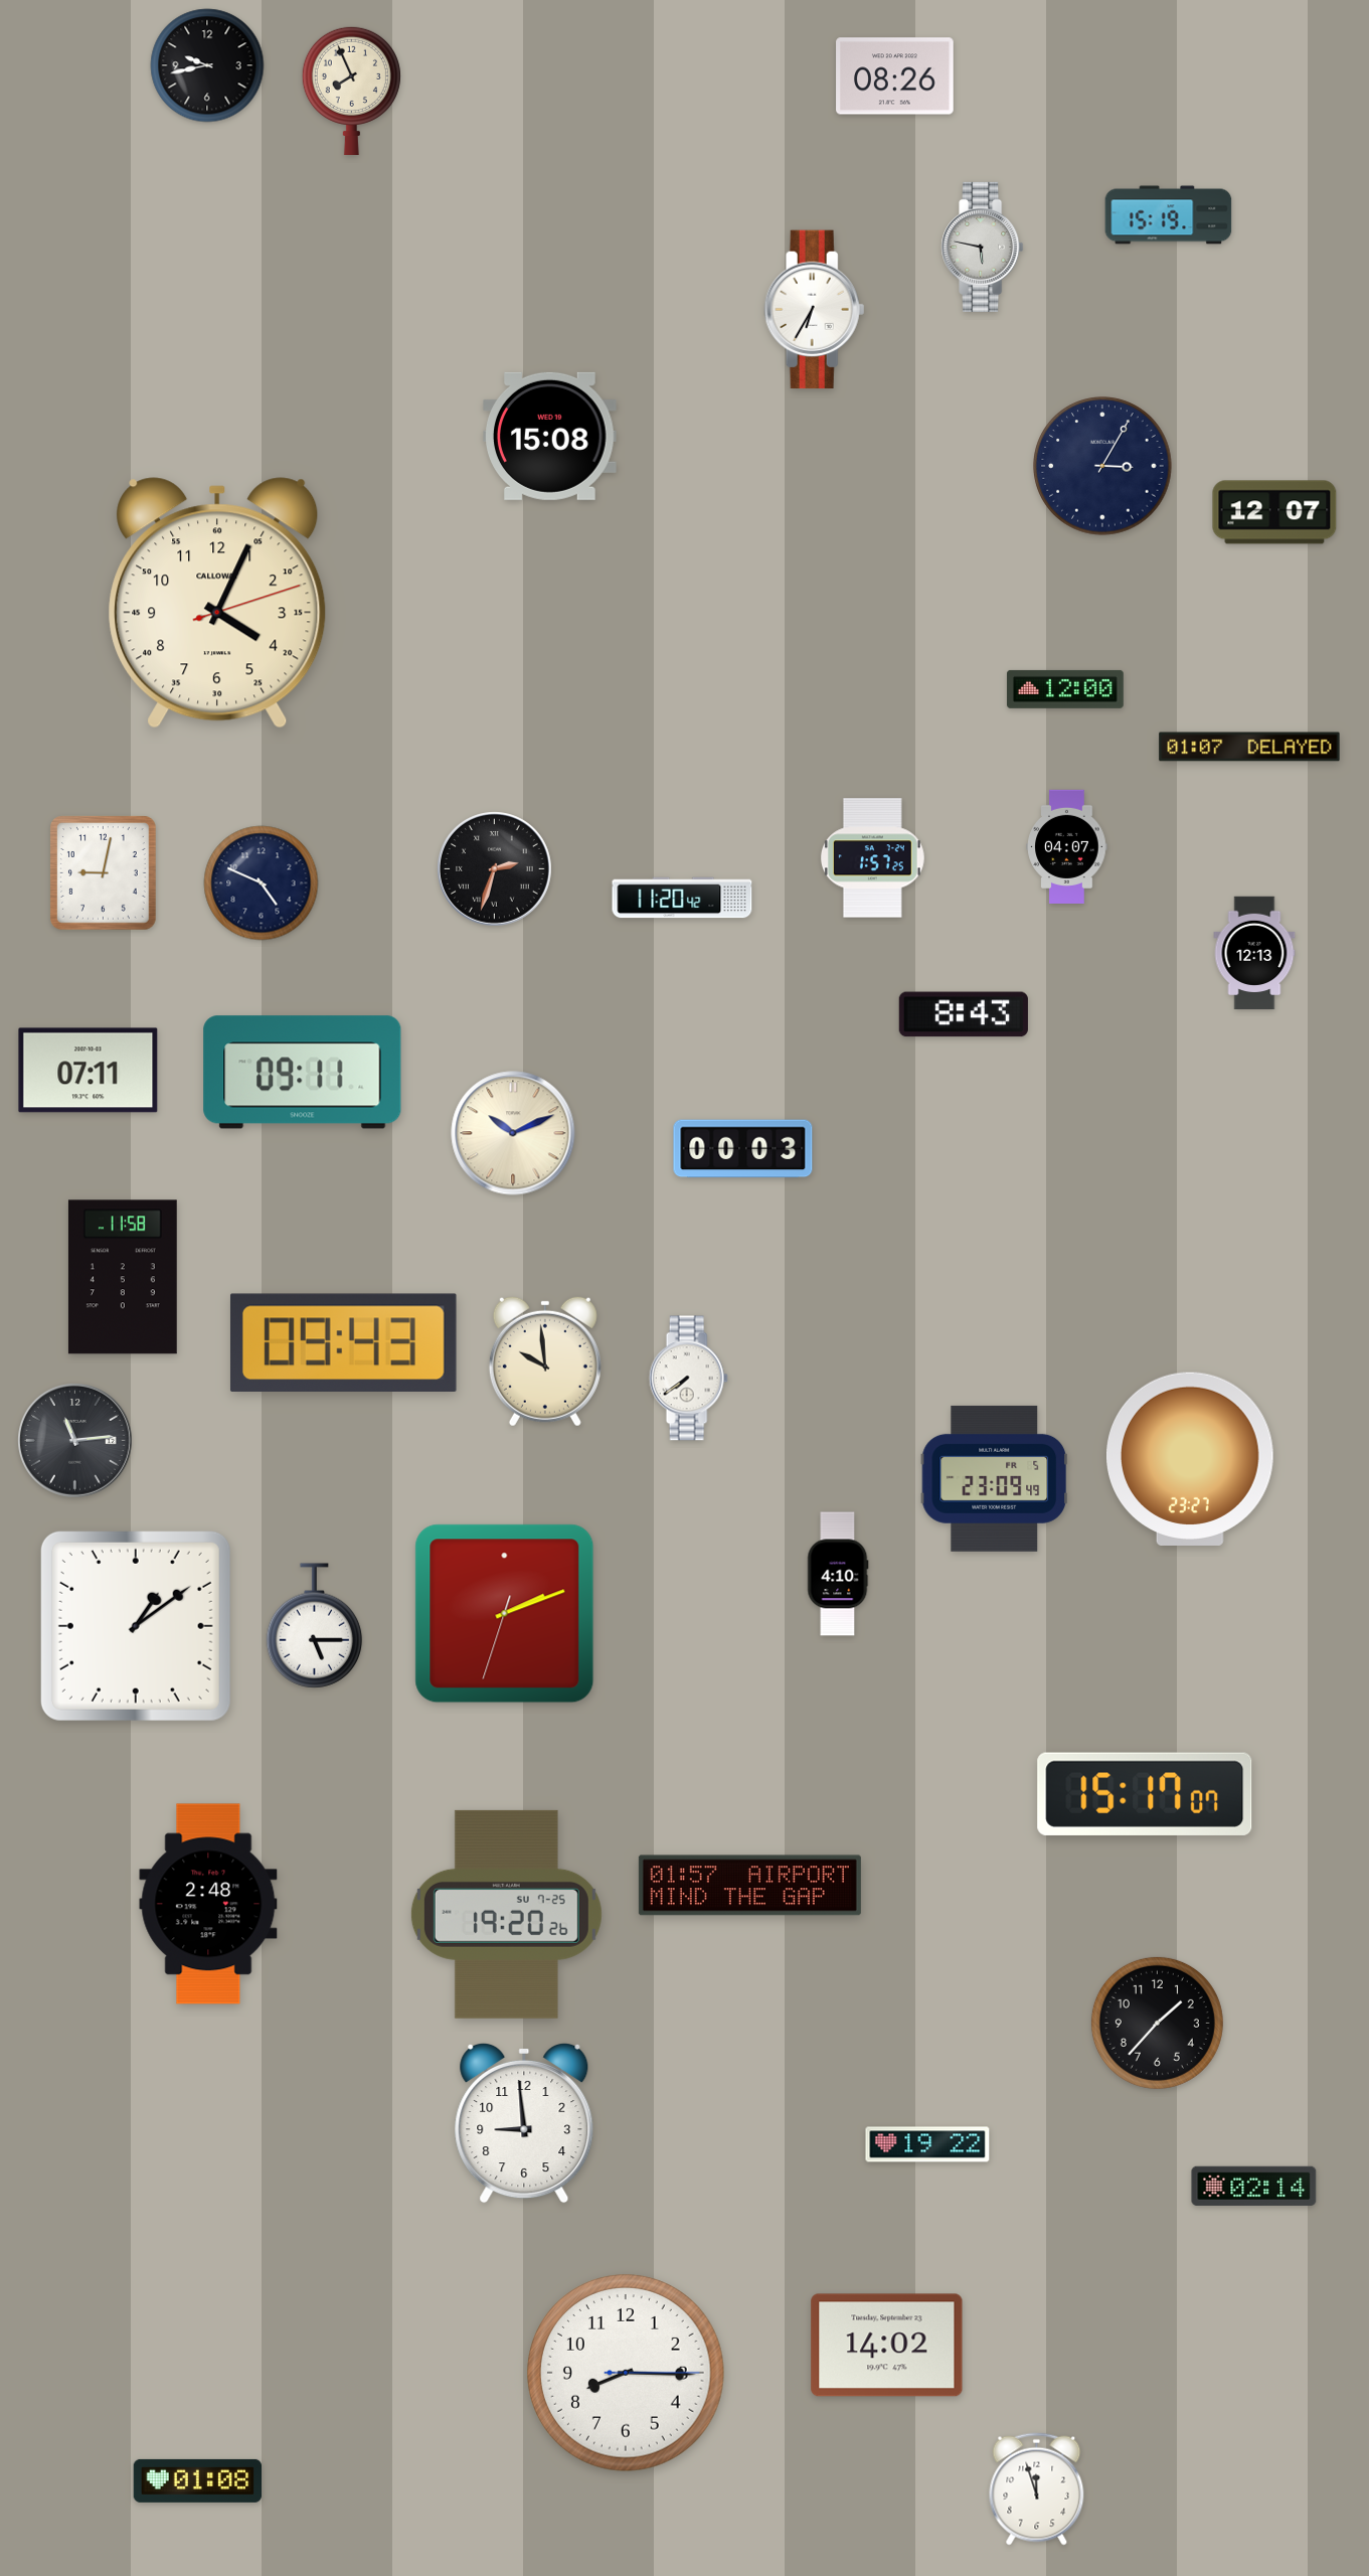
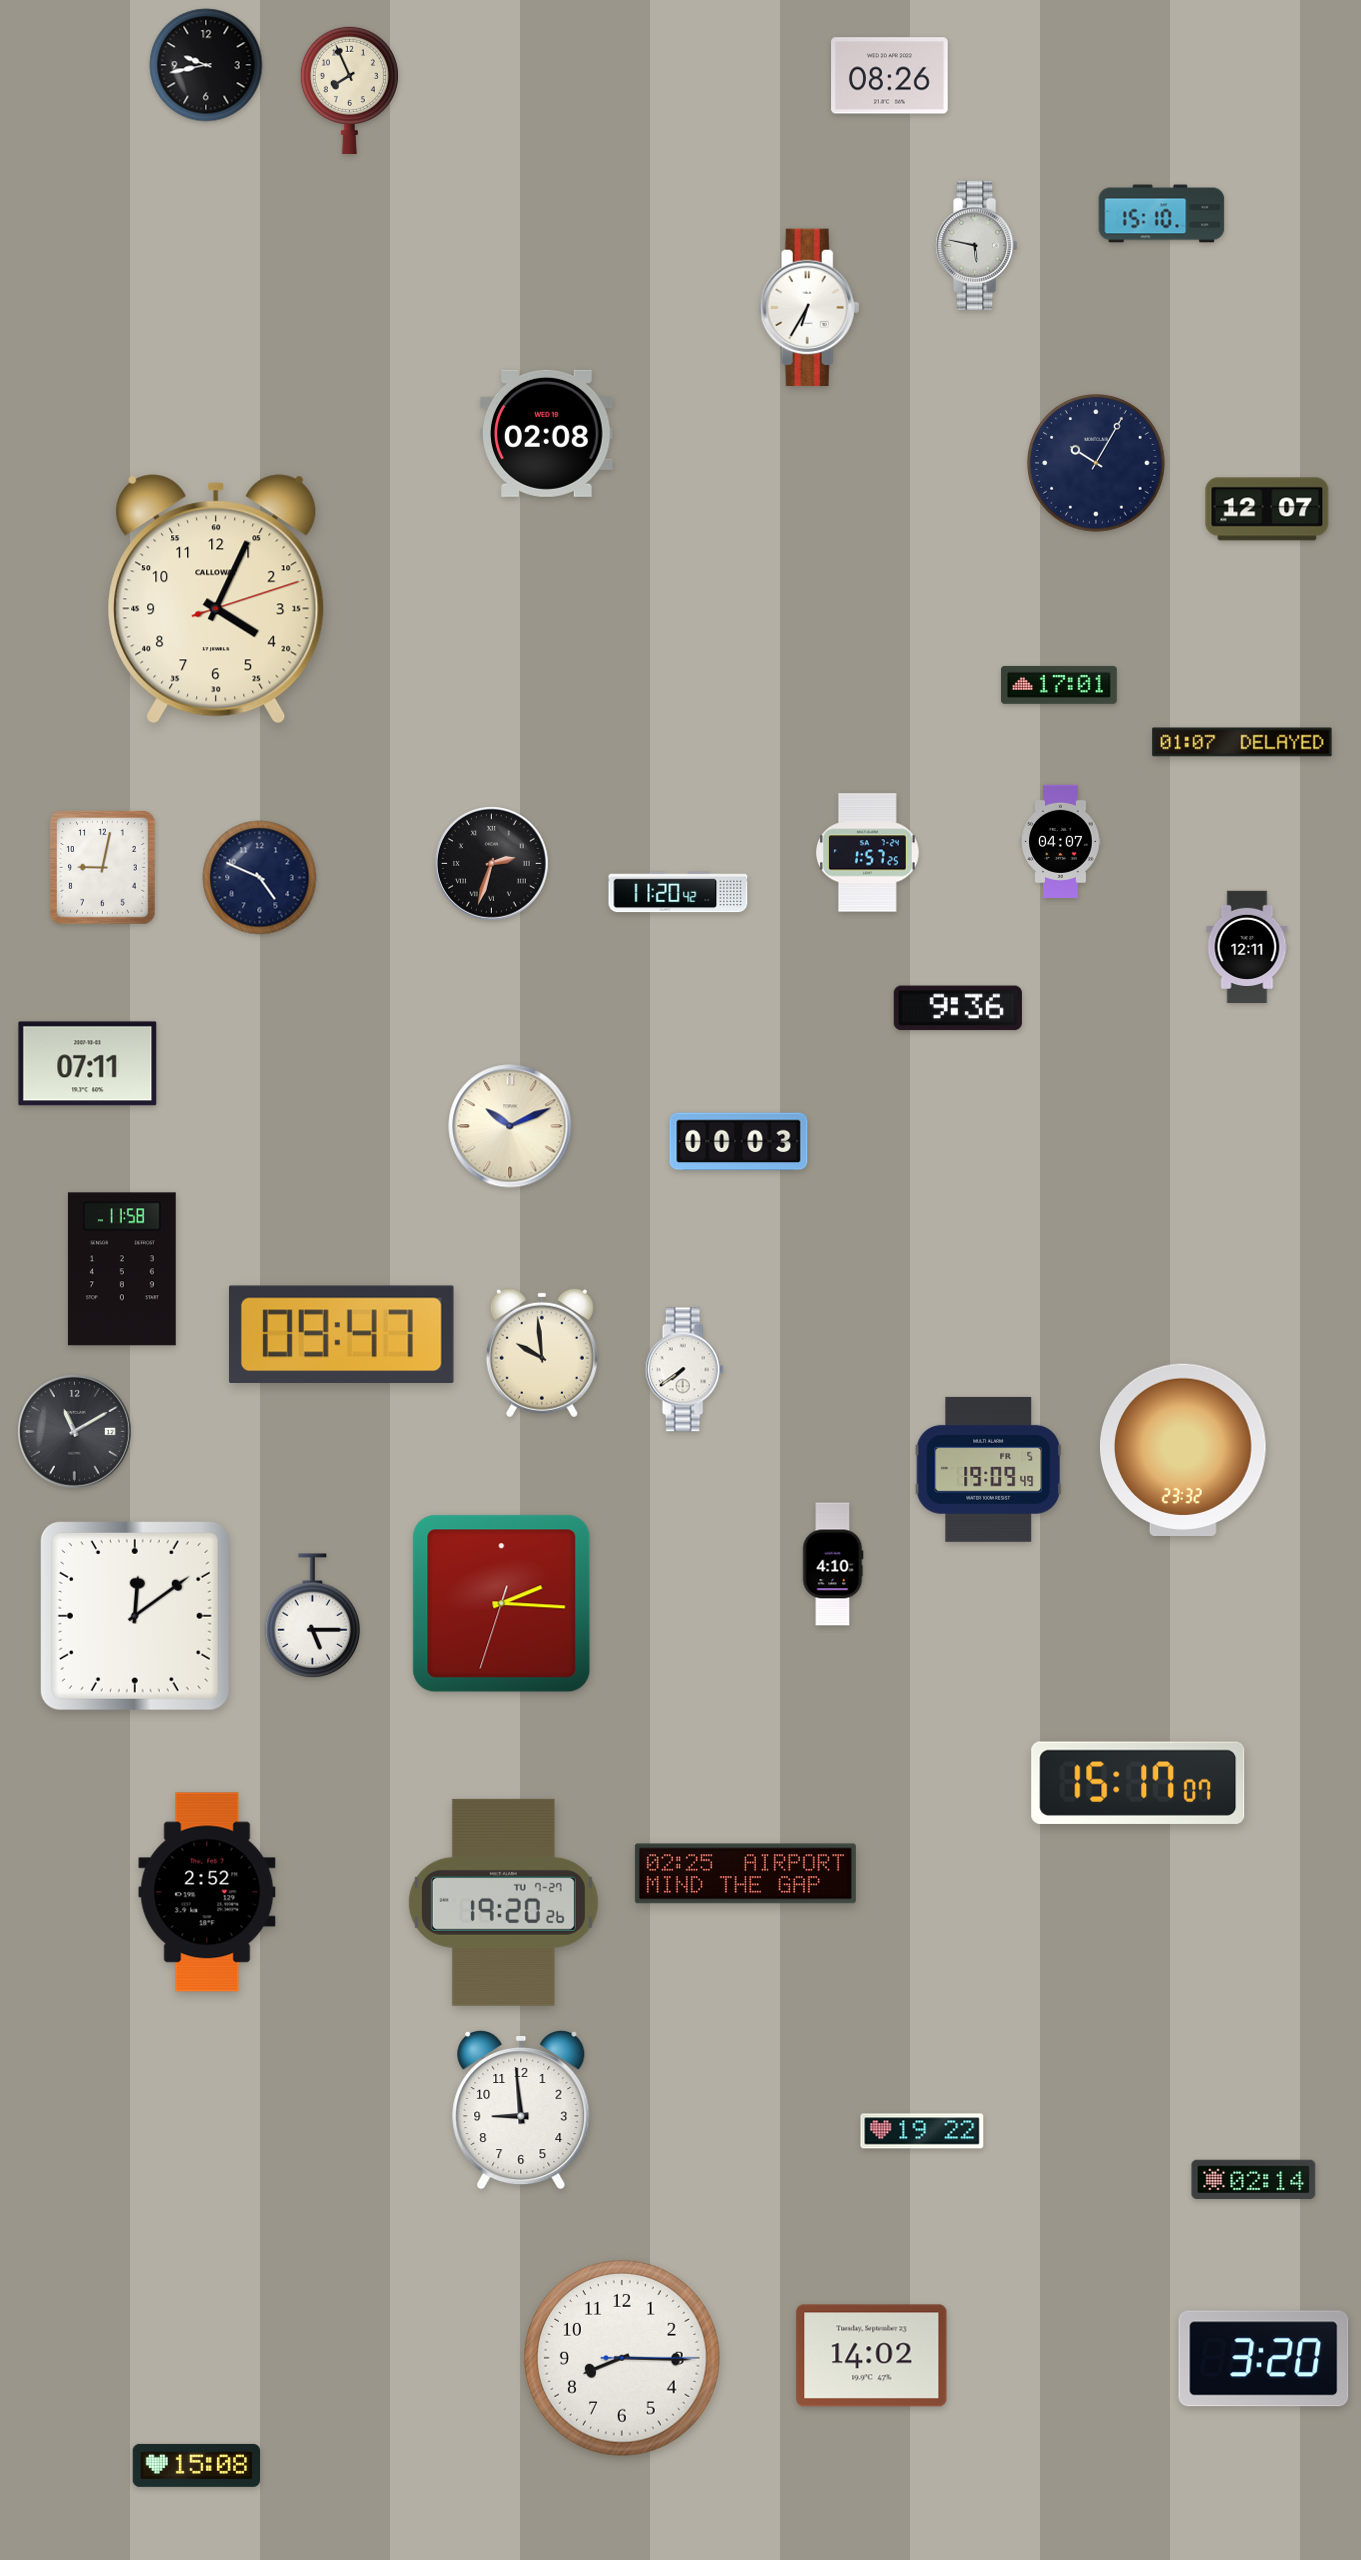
clock at (1169, 215): 15:19 -> 15:10
clock at (550, 436): 15:08 -> 02:08
clock at (1102, 466): 3:05 -> 10:05
clock at (1065, 689): 12:00 -> 17:01
clock at (1254, 953): 12:13 -> 12:11
clock at (964, 1014): 8:43 -> 9:36
clock at (303, 1073): 09:11 -> none
clock at (343, 1342): 09:43 -> 09:47
clock at (75, 1441): 11:14 -> 11:10
clock at (1190, 1458): 23:27 -> 23:32
clock at (995, 1478): 23:09 -> 19:09
clock at (505, 1614): 2:11 -> 2:15
clock at (136, 1626): 1:09 -> 12:09
clock at (749, 1886): 01:57 -> 02:25
clock at (208, 1904): 2:48 -> 2:52
clock at (506, 1914) date: SU 7-25 -> TU 7-27
clock at (1157, 2023): 1:37 -> none
clock at (1254, 2186) position: (1254, 2186) -> (1254, 2179)
clock at (887, 2346) position: (887, 2346) -> (872, 2356)
clock at (1264, 2359): none -> 3:20
clock at (198, 2480): 01:08 -> 15:08
clock at (1037, 2489): 11:57 -> none
